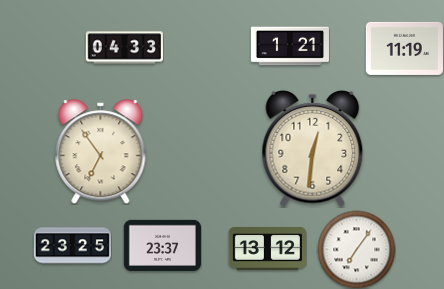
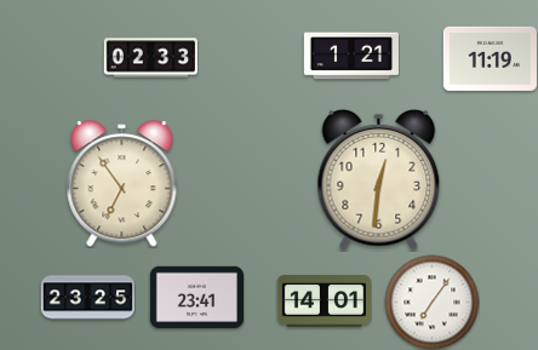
clock at (124, 48): 04:33 -> 02:33
clock at (162, 245): 23:37 -> 23:41
clock at (267, 249): 13:12 -> 14:01
